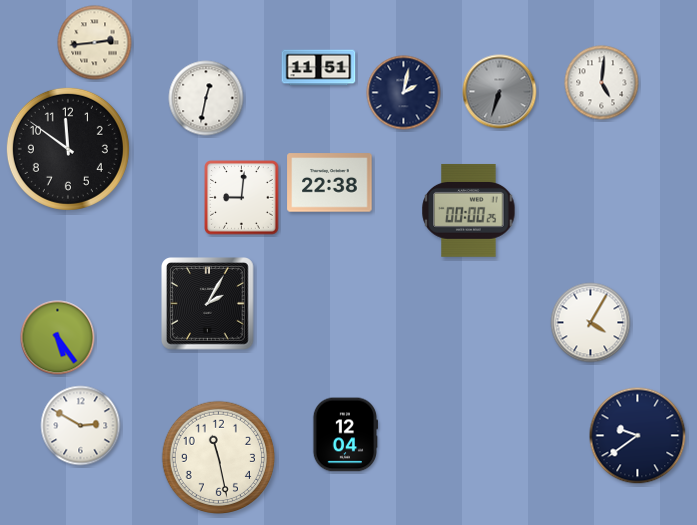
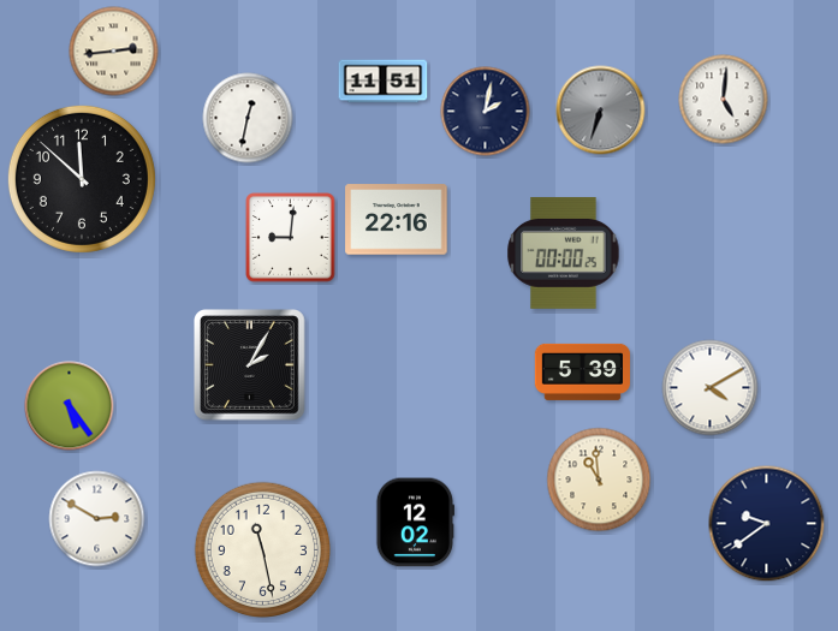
clock at (68, 149): 11:51 -> 11:52
clock at (330, 183): 22:38 -> 22:16
clock at (582, 371): none -> 5:39
clock at (591, 323): 4:05 -> 4:10
clock at (599, 480): none -> 10:59
clock at (81, 426) position: (81, 426) -> (97, 519)
clock at (345, 435): 12:04 -> 12:02
